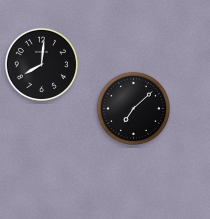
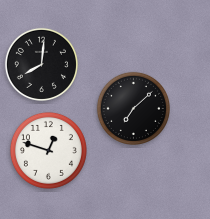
clock at (48, 150): none -> 12:48
